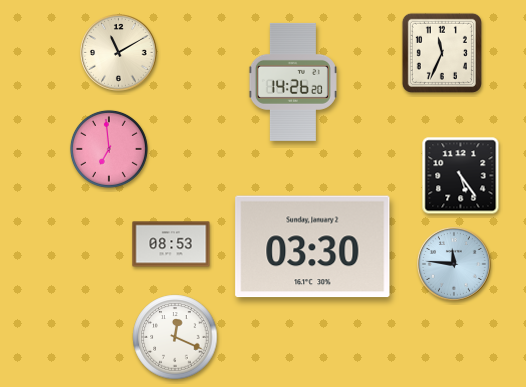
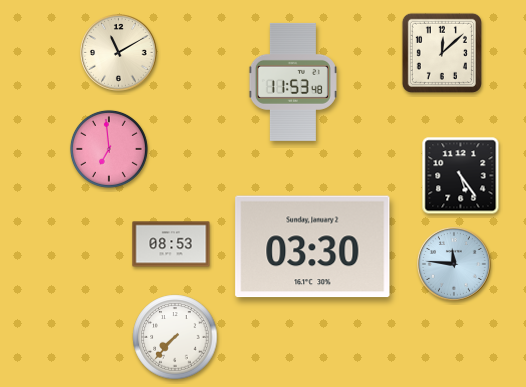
clock at (442, 53): 11:34 -> 12:08
clock at (293, 82): 14:26 -> 11:53
clock at (175, 337): 12:19 -> 7:37
